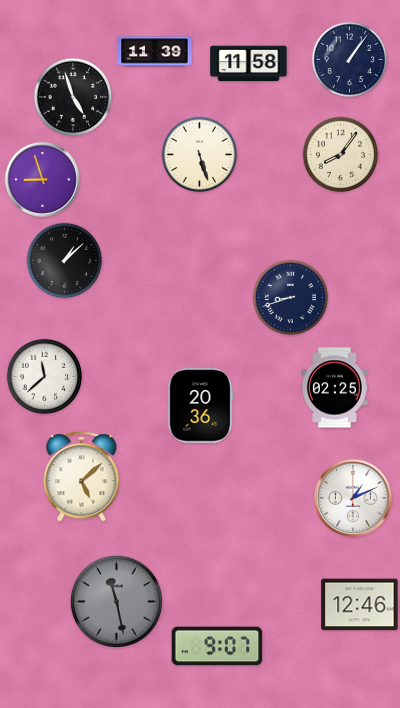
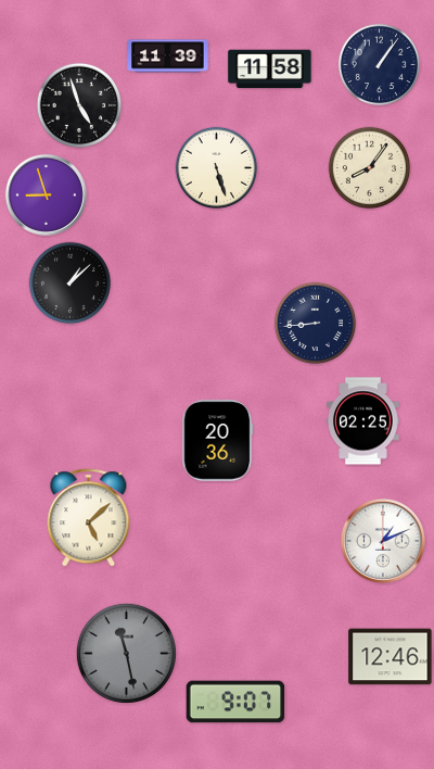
clock at (291, 298): 8:42 -> 8:44
clock at (45, 377): 11:38 -> none
